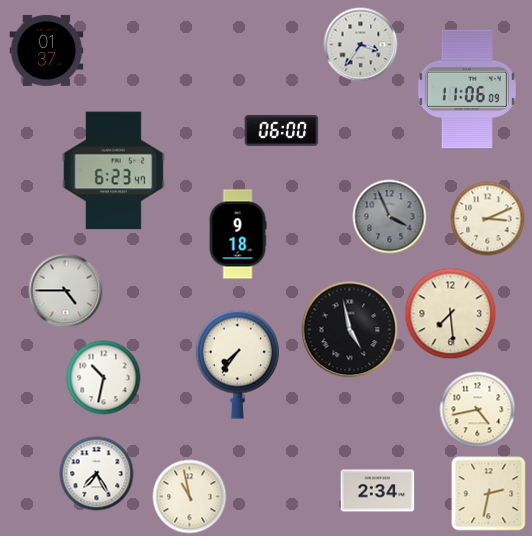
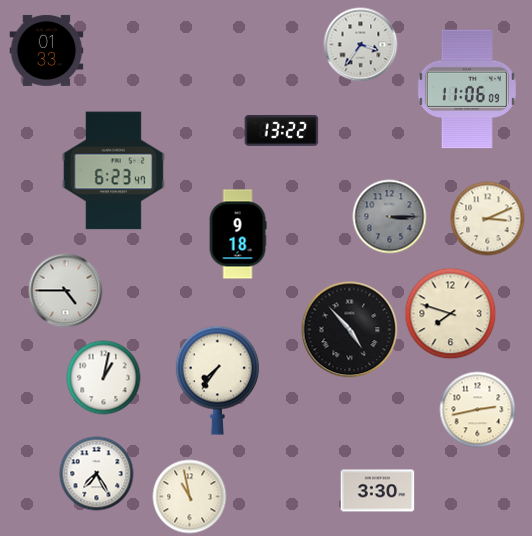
clock at (47, 50): 01:37 -> 01:33
clock at (282, 131): 06:00 -> 13:22
clock at (390, 217): 3:56 -> 3:15
clock at (451, 314): 7:29 -> 7:48
clock at (350, 330): 4:58 -> 4:53
clock at (237, 364) position: (237, 364) -> (217, 380)
clock at (104, 378): 10:32 -> 1:02
clock at (478, 410): 4:43 -> 2:43
clock at (378, 491): 2:34 -> 3:30
clock at (489, 494): 2:32 -> none
